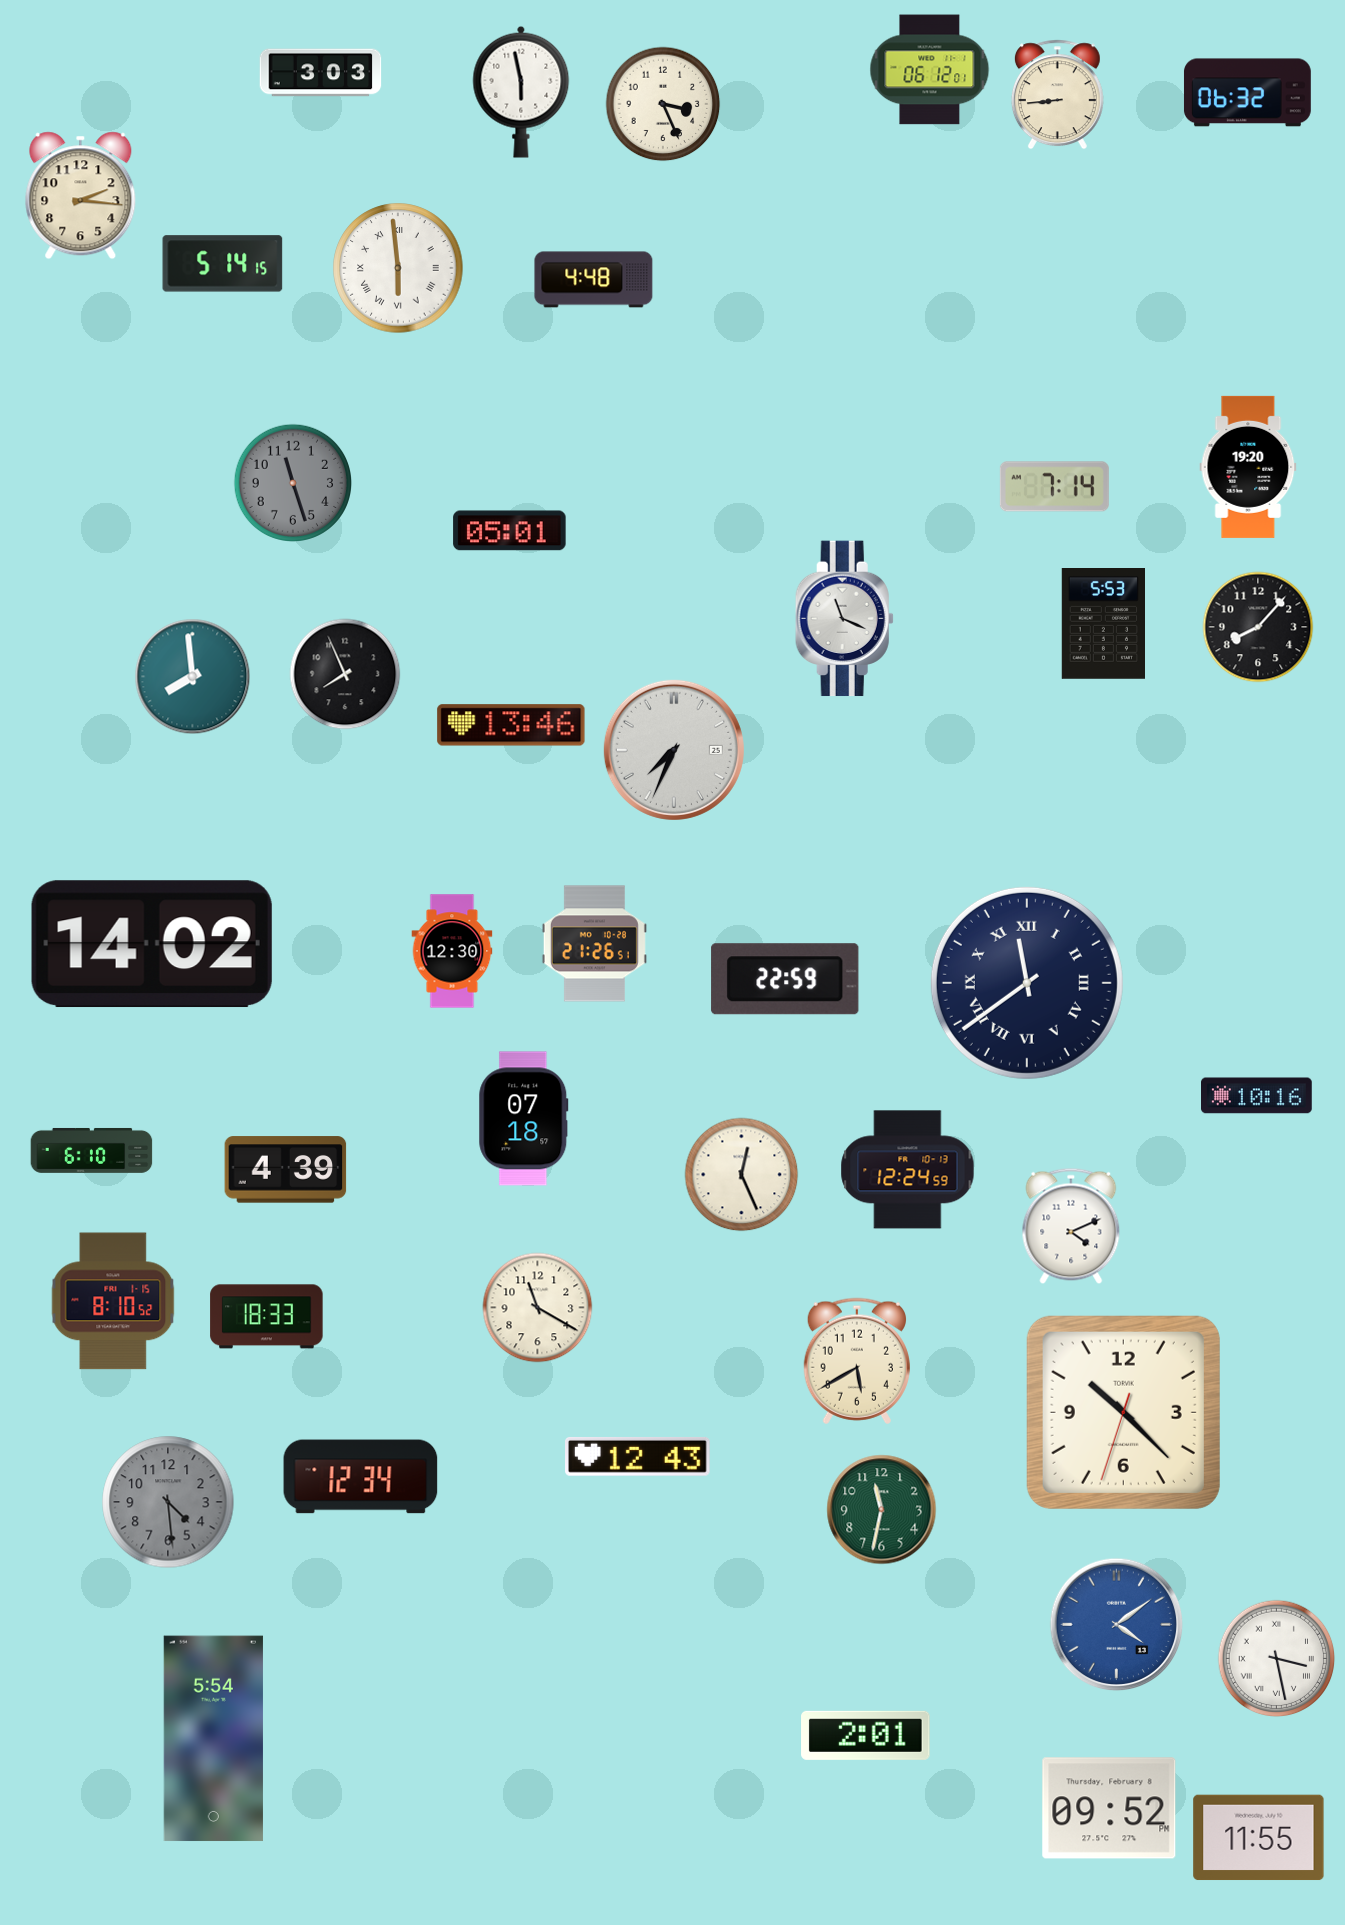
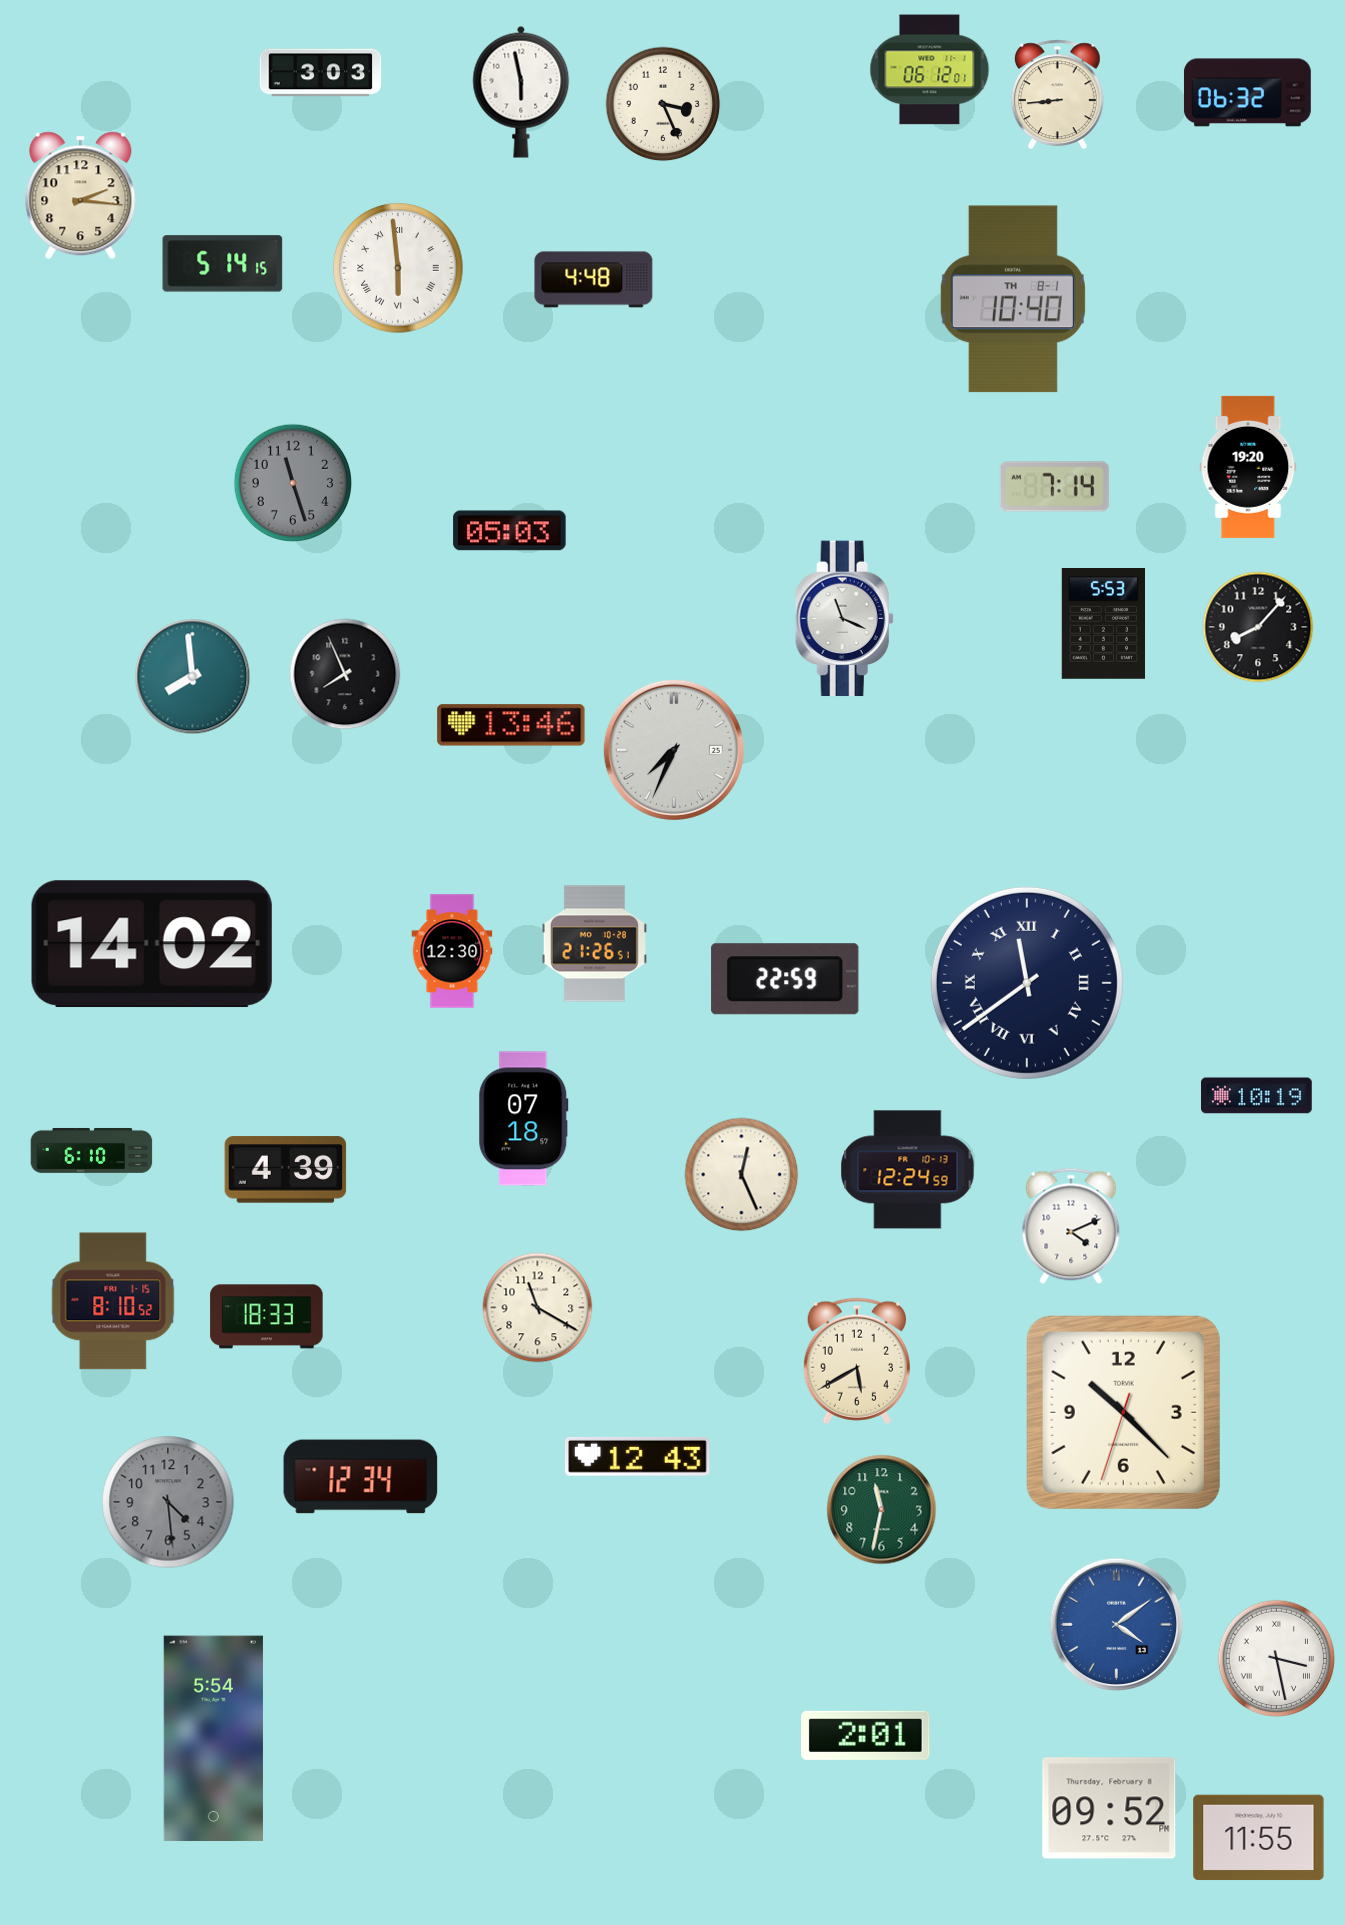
clock at (1013, 299): none -> 10:40
clock at (510, 531): 05:01 -> 05:03
clock at (1257, 1096): 10:16 -> 10:19
